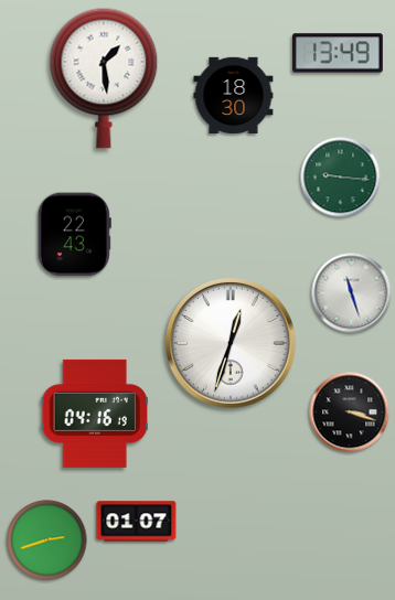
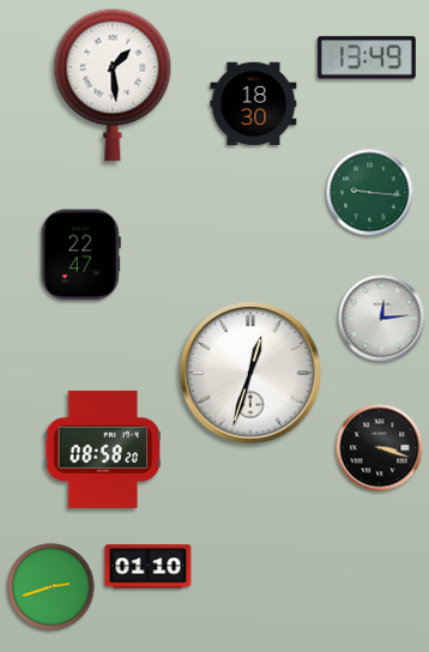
clock at (74, 235): 22:43 -> 22:47
clock at (352, 293): 11:27 -> 12:14
clock at (94, 414): 04:16 -> 08:58
clock at (137, 522): 01:07 -> 01:10
